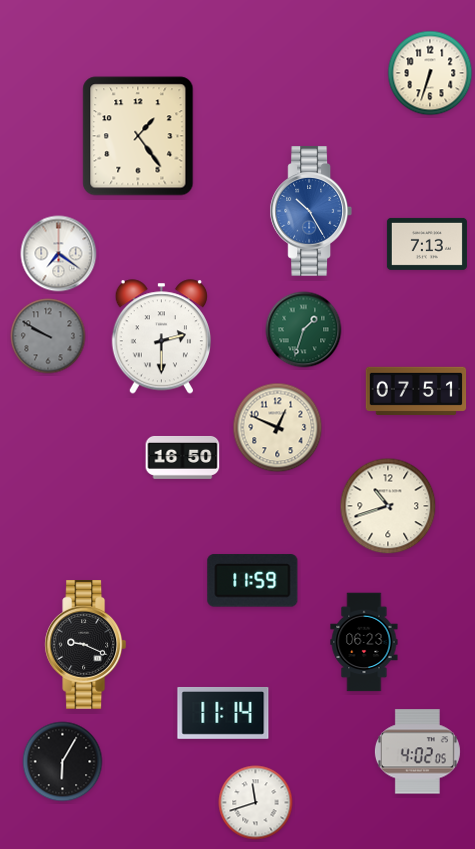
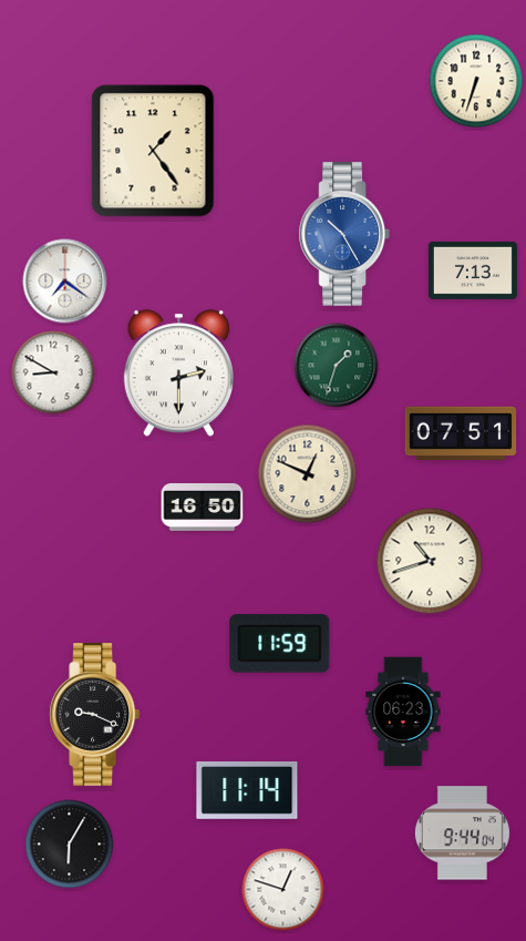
clock at (48, 336): 9:50 -> 8:50
clock at (48, 336) dial: grey -> white
clock at (417, 752): 4:02 -> 9:44
clock at (256, 803): 11:42 -> 12:48
